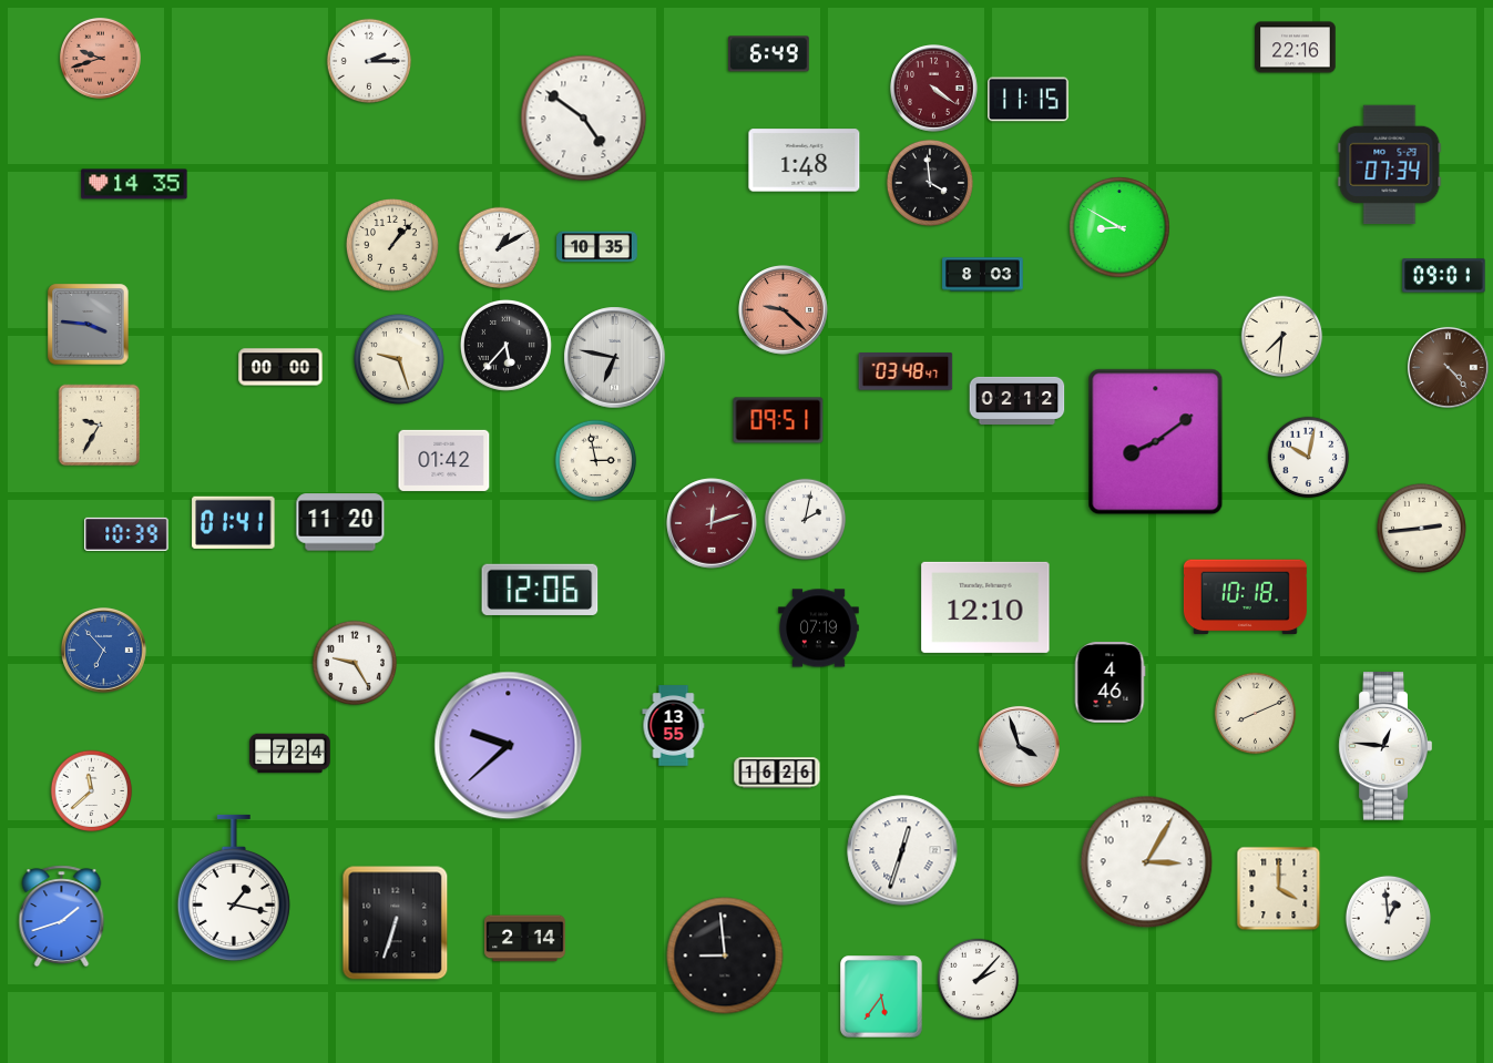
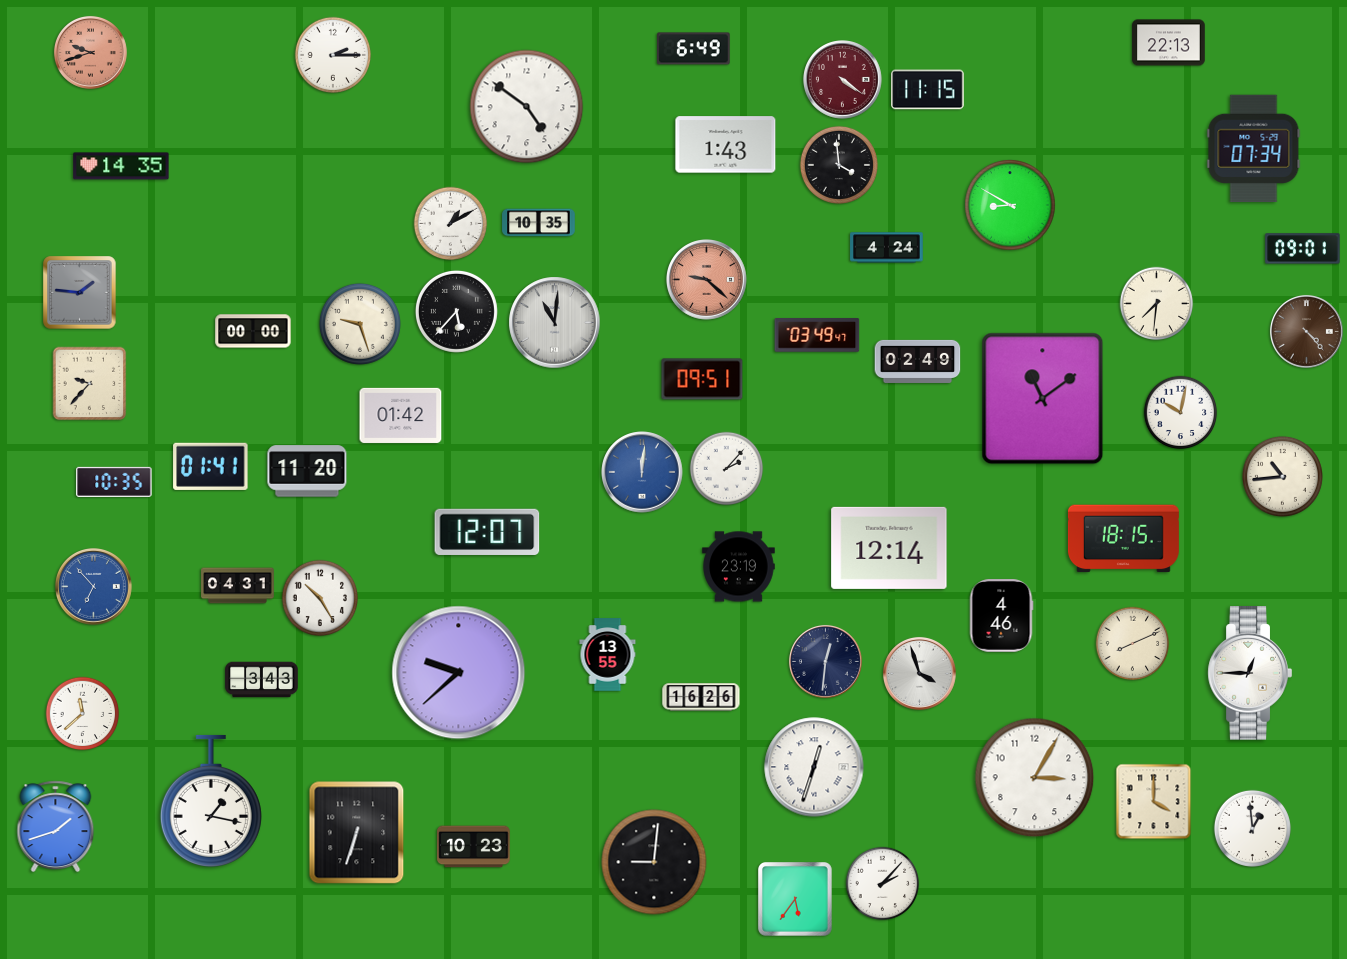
clock at (1296, 48): 22:16 -> 22:13
clock at (805, 161): 1:48 -> 1:43
clock at (392, 245): 1:07 -> none
clock at (983, 275): 8:03 -> 4:24
clock at (89, 325): 3:46 -> 1:46
clock at (615, 358): 6:47 -> 11:01
clock at (906, 371): 03:48 -> 03:49
clock at (1018, 400): 02:12 -> 02:49
clock at (100, 426): 9:35 -> 9:37
clock at (1156, 442): 8:09 -> 11:09
clock at (596, 461): 2:58 -> none
clock at (806, 520): 2:02 -> 2:07
clock at (234, 522) position: (234, 522) -> (211, 466)
clock at (712, 523): 12:12 -> 12:01
clock at (712, 523) dial: burgundy -> blue
clock at (1421, 528): 2:44 -> 10:44
clock at (126, 534): 10:39 -> 10:35
clock at (540, 590): 12:06 -> 12:07
clock at (1245, 597): 10:18 -> 18:15
clock at (985, 607): 12:10 -> 12:14
clock at (819, 628): 07:19 -> 23:19
clock at (238, 586): none -> 04:31
clock at (354, 662): 9:25 -> 10:25
clock at (825, 661): none -> 12:31
clock at (1385, 746): 12:46 -> 12:45
clock at (290, 754): 7:24 -> 3:43
clock at (525, 939): 2:14 -> 10:23
clock at (725, 955): 8:59 -> 9:01
